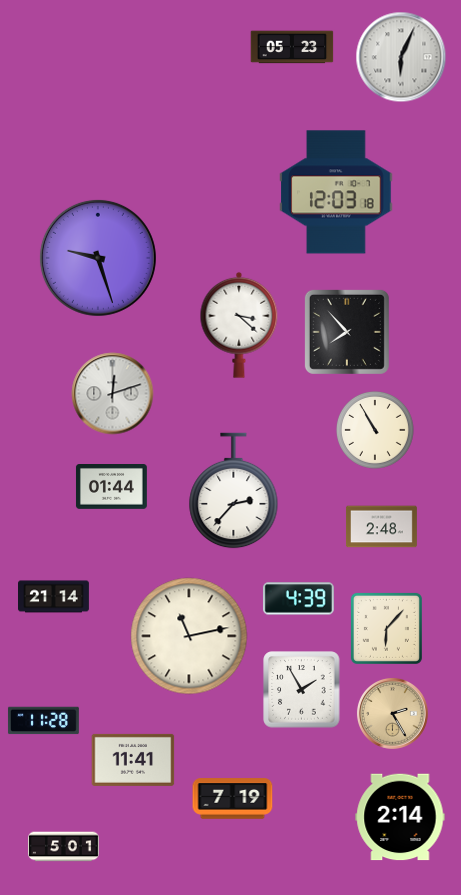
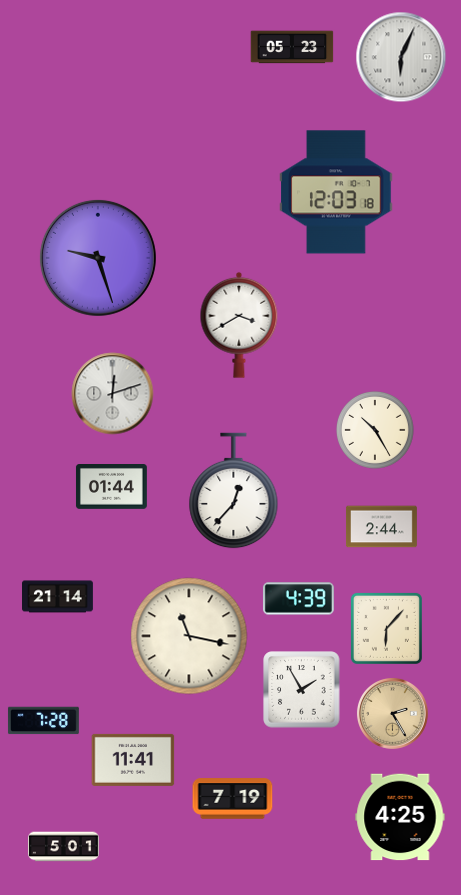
clock at (239, 325): 3:22 -> 3:40
clock at (347, 332): 7:53 -> none
clock at (375, 430): 10:55 -> 10:25
clock at (234, 491): 2:37 -> 12:37
clock at (382, 527): 2:48 -> 2:44
clock at (54, 597) position: (54, 597) -> (58, 597)
clock at (189, 636): 11:13 -> 11:17
clock at (43, 721): 11:28 -> 7:28
clock at (400, 817): 2:14 -> 4:25
